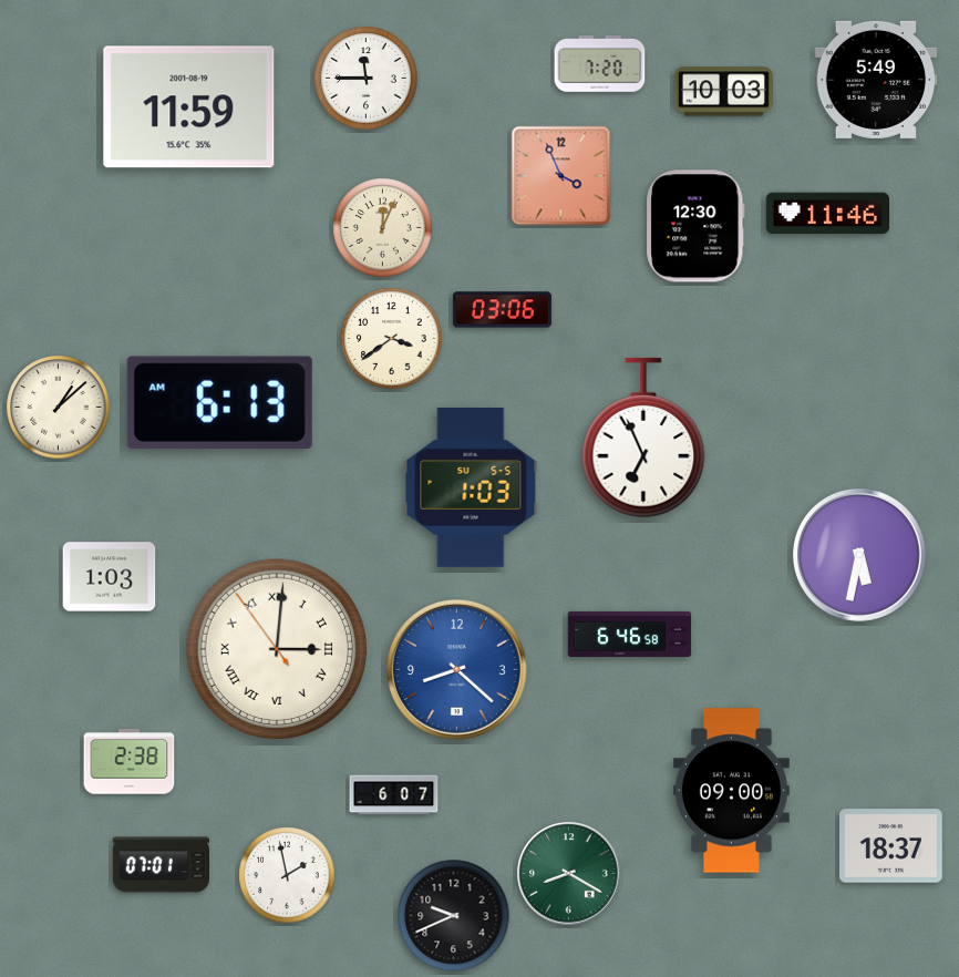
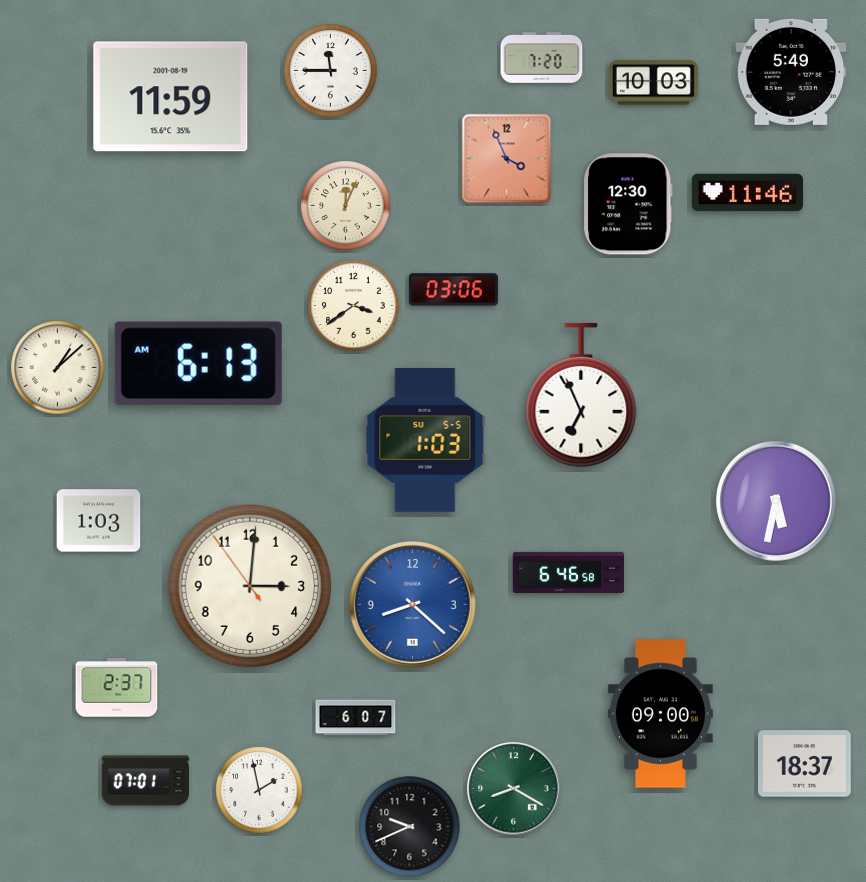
clock at (502, 310) position: (502, 310) -> (453, 290)
clock at (59, 408) position: (59, 408) -> (58, 368)
clock at (277, 649) numerals: Roman -> Arabic
clock at (130, 762): 2:38 -> 2:37
